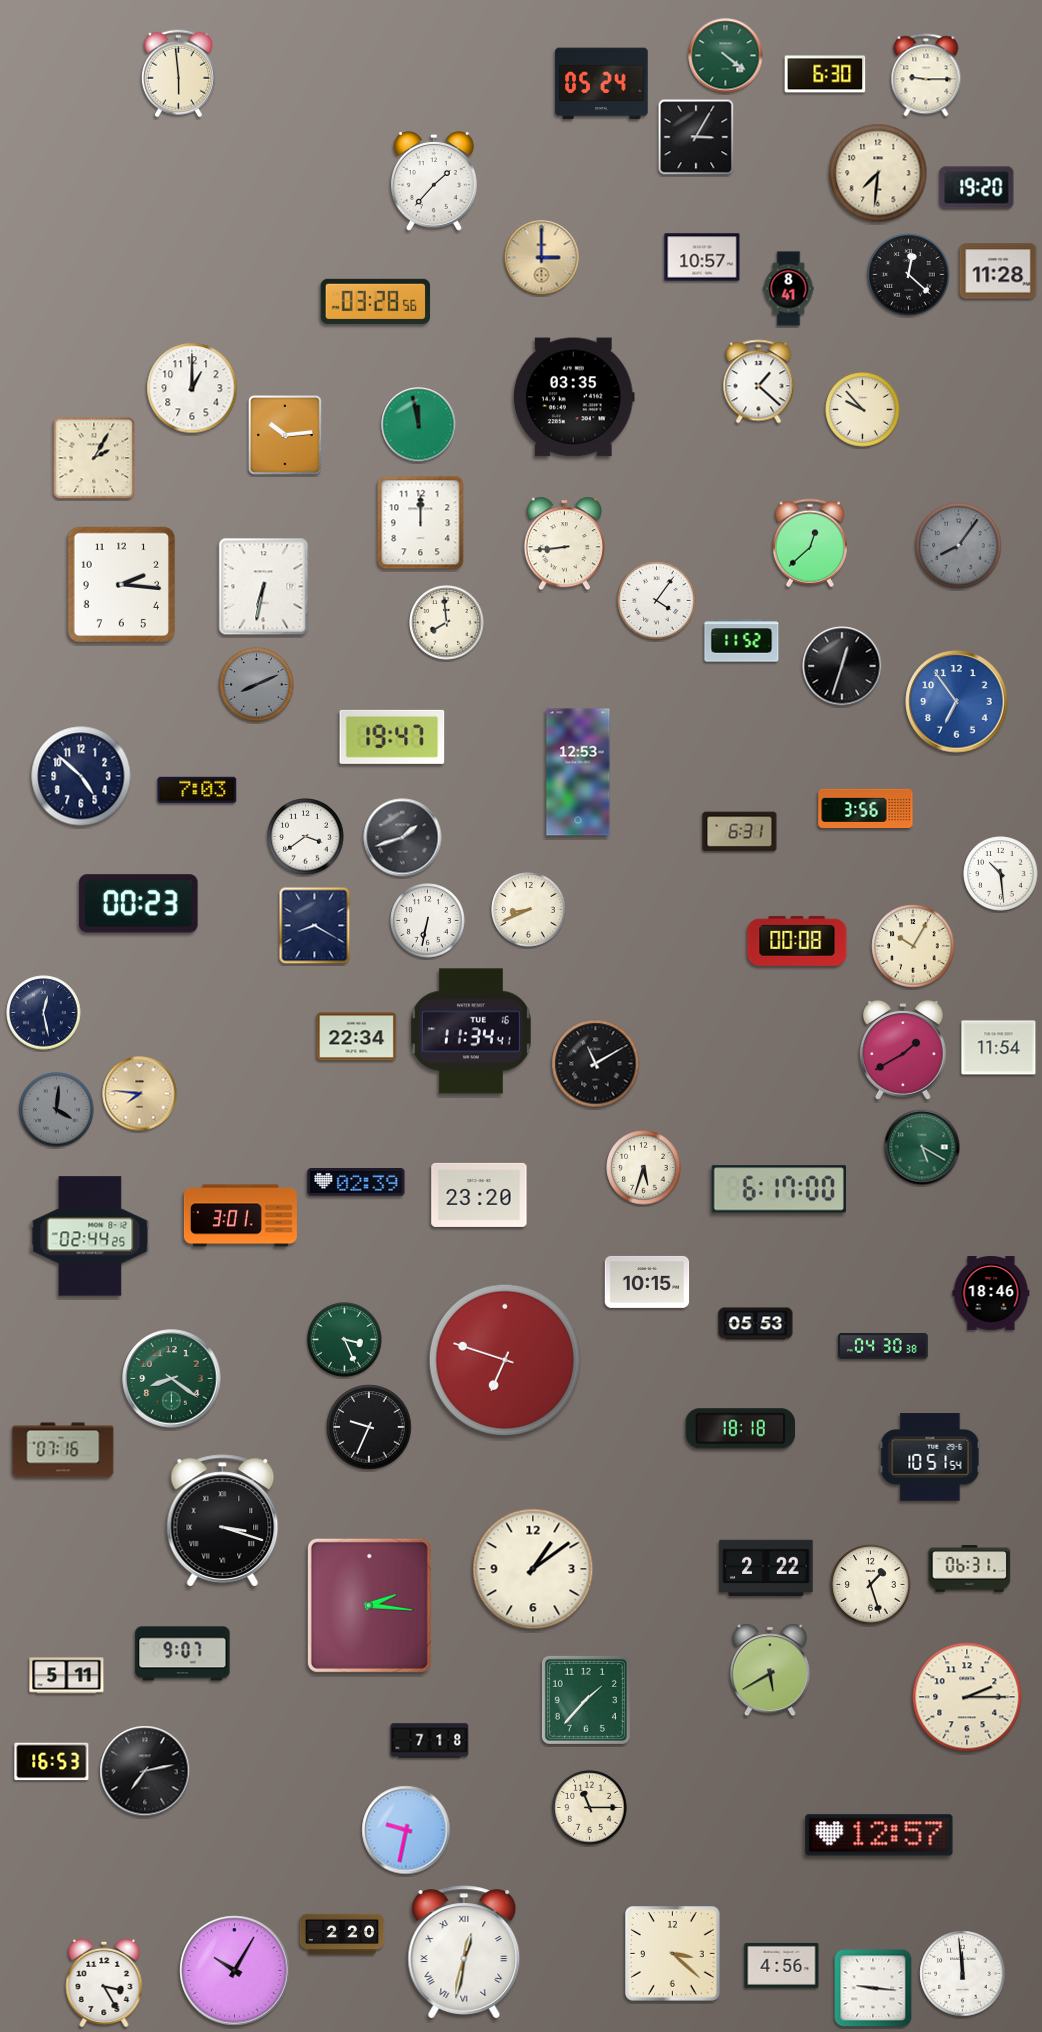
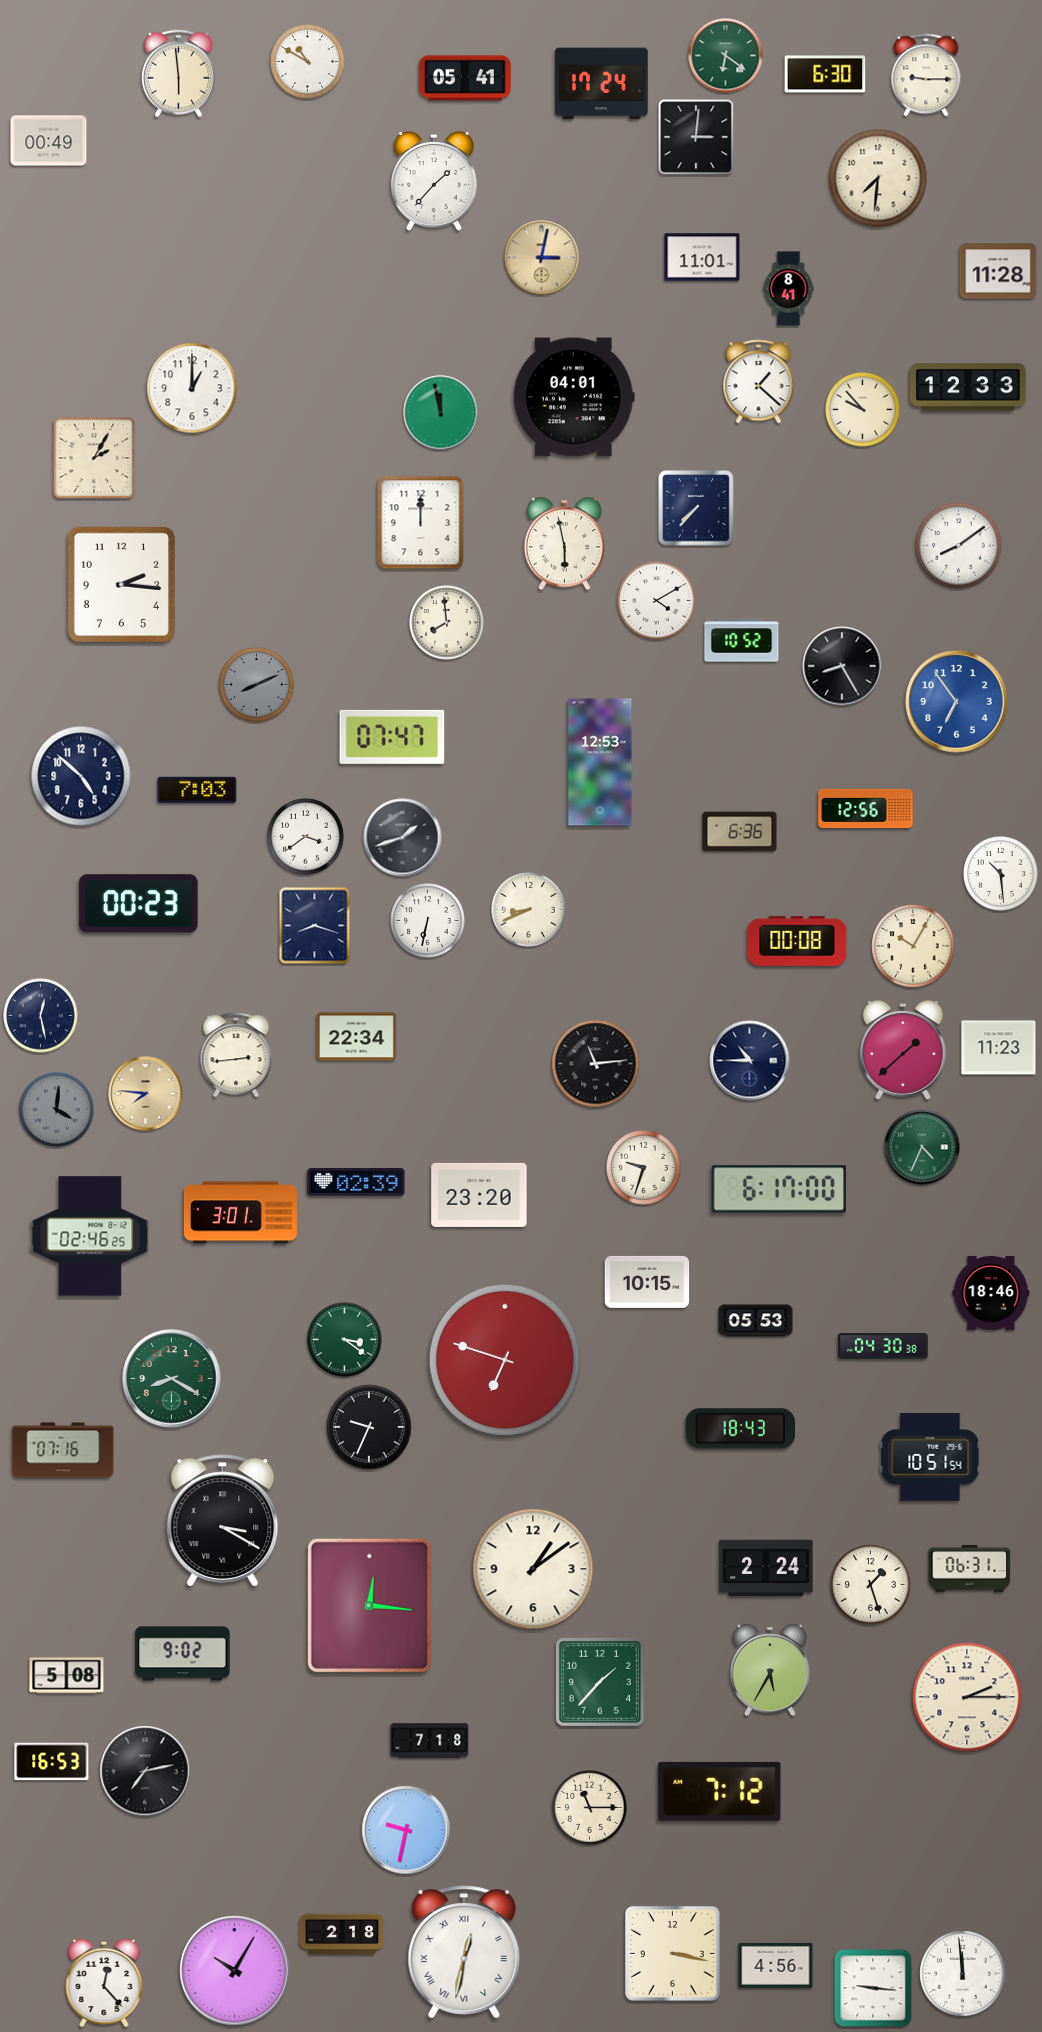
clock at (726, 56): 4:21 -> 6:21
clock at (308, 62): none -> 10:50
clock at (465, 78): none -> 05:41
clock at (602, 84): 05:24 -> 17:24
clock at (696, 137): 3:05 -> 3:01
clock at (49, 141): none -> 00:49
clock at (878, 173) position: (878, 173) -> (878, 178)
clock at (977, 188): 19:20 -> none
clock at (702, 257): 10:57 -> 11:01
clock at (542, 258): 3:00 -> 3:02
clock at (909, 275): 12:22 -> none
clock at (376, 301): 03:28 -> none
clock at (969, 387): none -> 12:33
clock at (574, 397): 03:35 -> 04:01
clock at (419, 425) position: (419, 425) -> (441, 413)
clock at (286, 436): 10:14 -> none
clock at (696, 508): none -> 7:37
clock at (810, 543): 12:38 -> none
clock at (564, 544): 8:44 -> 5:58
clock at (959, 546): 8:06 -> 8:09
clock at (959, 546) dial: grey -> white
clock at (264, 587): 6:32 -> none
clock at (657, 601): 4:06 -> 4:10
clock at (742, 641): 11:52 -> 10:52
clock at (842, 666): 12:33 -> 8:25
clock at (392, 737): 19:47 -> 07:47
clock at (578, 772) position: (578, 772) -> (600, 762)
clock at (866, 808): 3:56 -> 12:56
clock at (740, 832): 6:31 -> 6:36
clock at (315, 926): 8:20 -> 8:18
clock at (44, 1013) position: (44, 1013) -> (41, 1016)
clock at (471, 1031): 11:34 -> none
clock at (999, 1048): 11:54 -> 11:23
clock at (903, 1050): 1:40 -> 1:38
clock at (236, 1055): none -> 2:44
clock at (750, 1061): none -> 10:45
clock at (596, 1064): 11:10 -> 11:14
clock at (140, 1094) position: (140, 1094) -> (146, 1094)
clock at (922, 1147): 5:20 -> 4:34
clock at (644, 1168): 5:33 -> 9:33
clock at (240, 1216) position: (240, 1216) -> (240, 1213)
clock at (90, 1236): 02:44 -> 02:46
clock at (756, 1324) position: (756, 1324) -> (756, 1321)
clock at (345, 1340): 3:26 -> 3:21
clock at (172, 1379): 8:21 -> 8:20
clock at (740, 1429): 18:18 -> 18:43
clock at (223, 1521): 3:18 -> 3:20
clock at (766, 1568): 2:22 -> 2:24
clock at (369, 1605): 2:16 -> 12:16
clock at (183, 1654): 9:07 -> 9:02
clock at (770, 1670): 5:40 -> 5:35
clock at (67, 1676): 5:11 -> 5:08
clock at (586, 1700) position: (586, 1700) -> (600, 1682)
clock at (720, 1791): none -> 7:12
clock at (879, 1835): 12:57 -> none
clock at (342, 1934): 2:20 -> 2:18
clock at (673, 1954): 3:22 -> 3:17
clock at (782, 1965) position: (782, 1965) -> (776, 1965)
clock at (104, 1982): 3:25 -> 12:23
